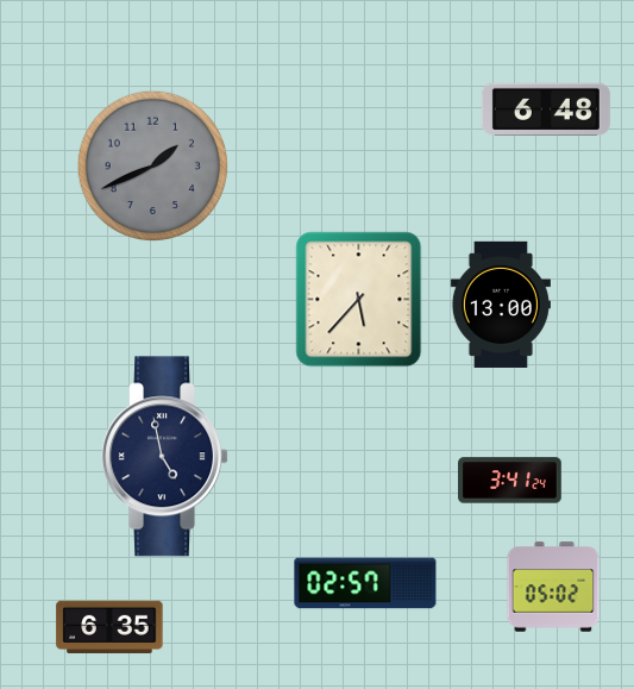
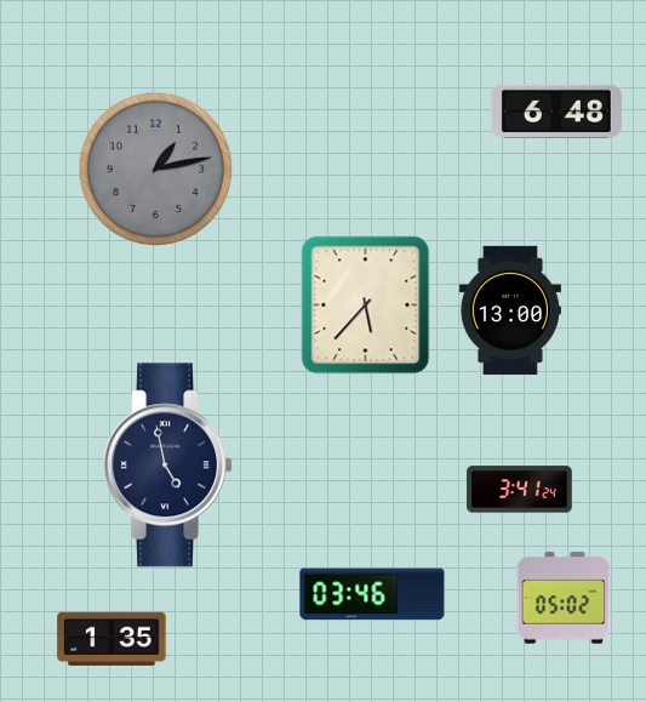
clock at (153, 167): 1:41 -> 1:13
clock at (365, 583): 02:57 -> 03:46
clock at (109, 627): 6:35 -> 1:35
